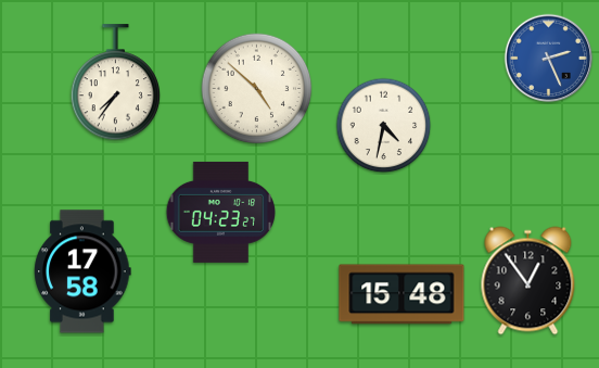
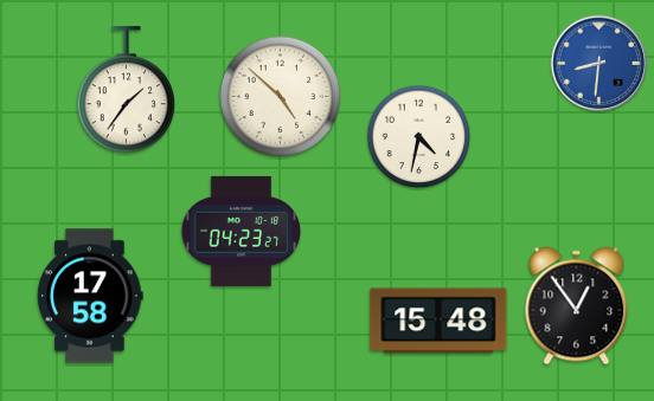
clock at (549, 59): 2:26 -> 8:31
clock at (115, 83): 7:36 -> 1:36
